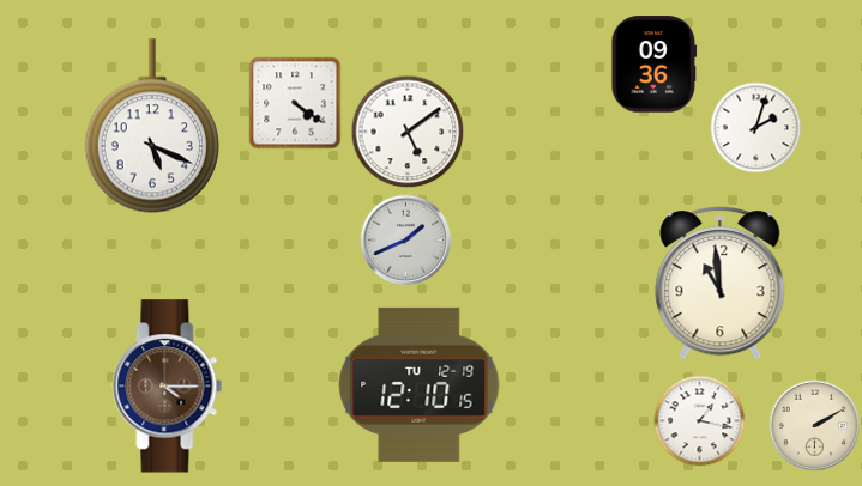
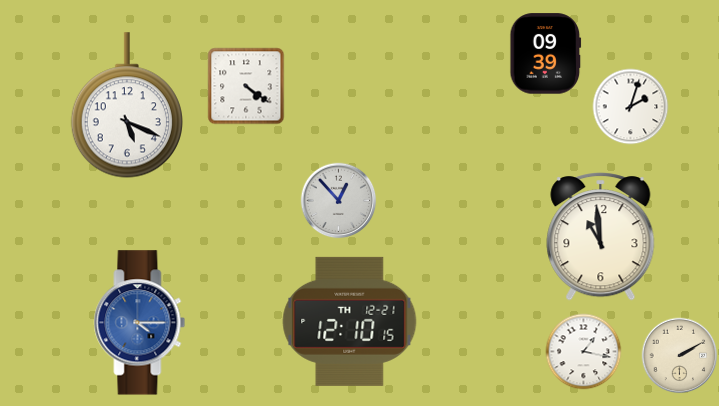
clock at (655, 65): 09:36 -> 09:39
clock at (408, 132): 5:09 -> none
clock at (406, 241): 1:41 -> 12:53
clock at (420, 384) date: TU 12-19 -> TH 12-21
clock at (168, 387) dial: brown -> blue
